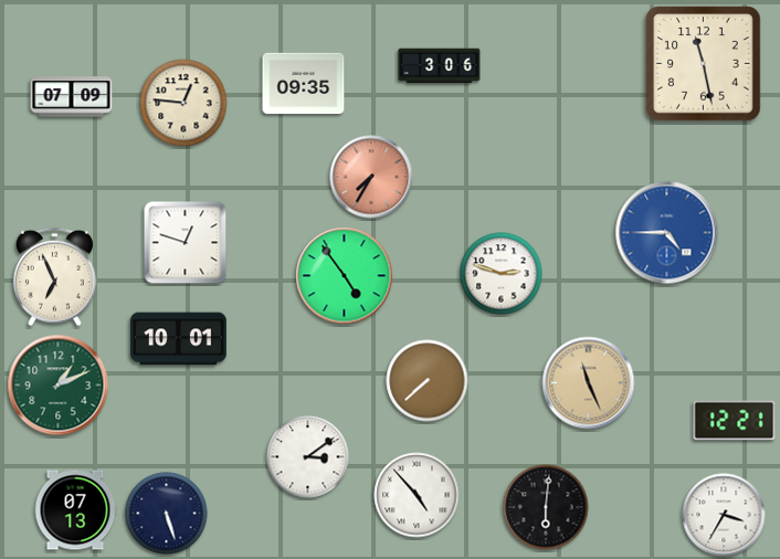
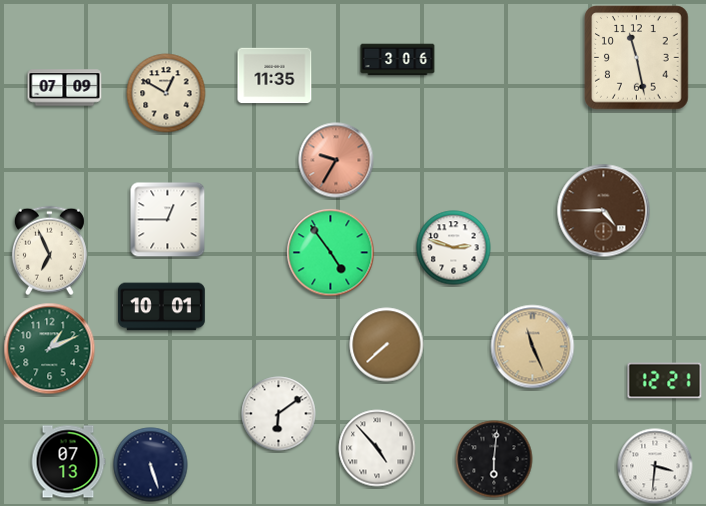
clock at (304, 84): 09:35 -> 11:35
clock at (183, 103): 12:46 -> 12:50
clock at (371, 177): 7:35 -> 9:35
clock at (667, 233) dial: blue -> brown
clock at (186, 243): 12:48 -> 12:45
clock at (345, 276) position: (345, 276) -> (331, 253)
clock at (59, 386) position: (59, 386) -> (50, 349)
clock at (308, 457): 3:09 -> 6:09
clock at (724, 515): 3:35 -> 3:31
